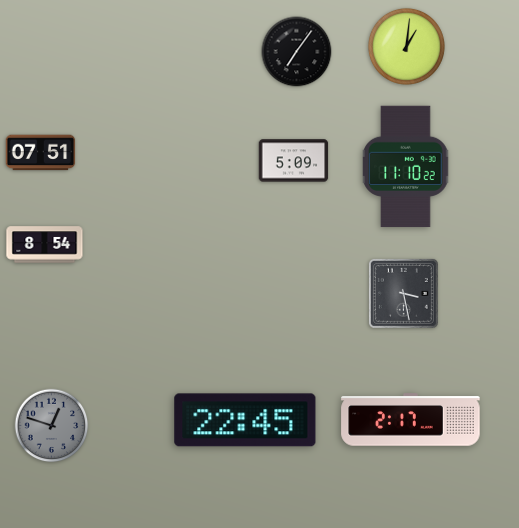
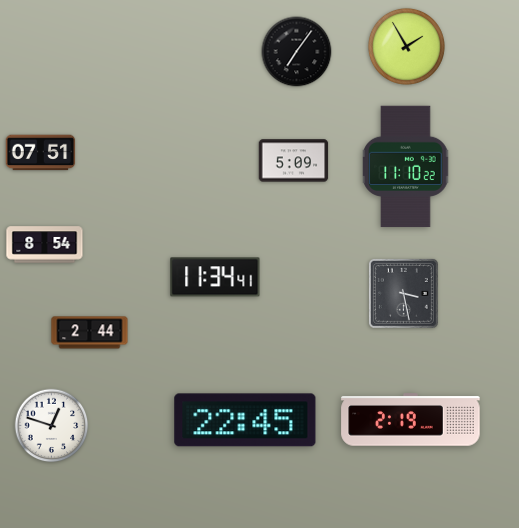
clock at (406, 46): 1:01 -> 1:55
clock at (215, 277): none -> 11:34
clock at (90, 333): none -> 2:44
clock at (411, 420): 2:17 -> 2:19
clock at (52, 426) dial: grey -> white
